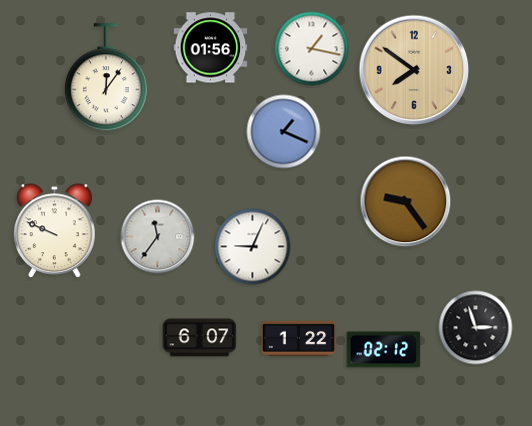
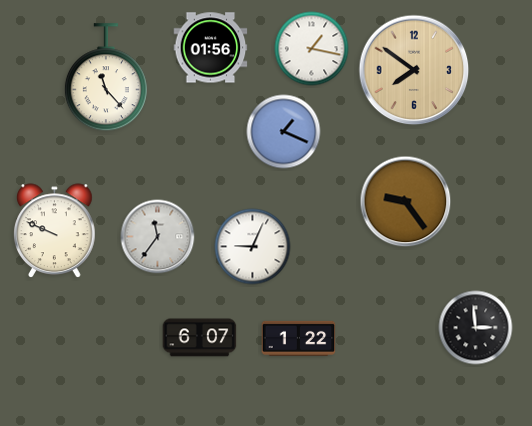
clock at (106, 78): 12:06 -> 11:23
clock at (476, 328): 2:57 -> 2:59
clock at (384, 350): 02:12 -> none
